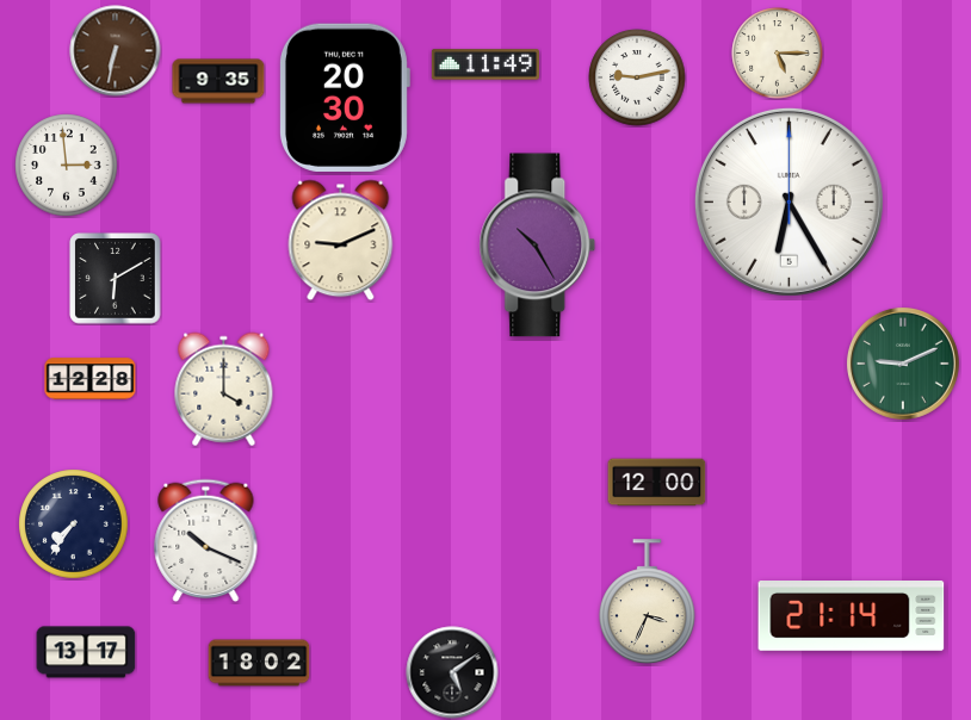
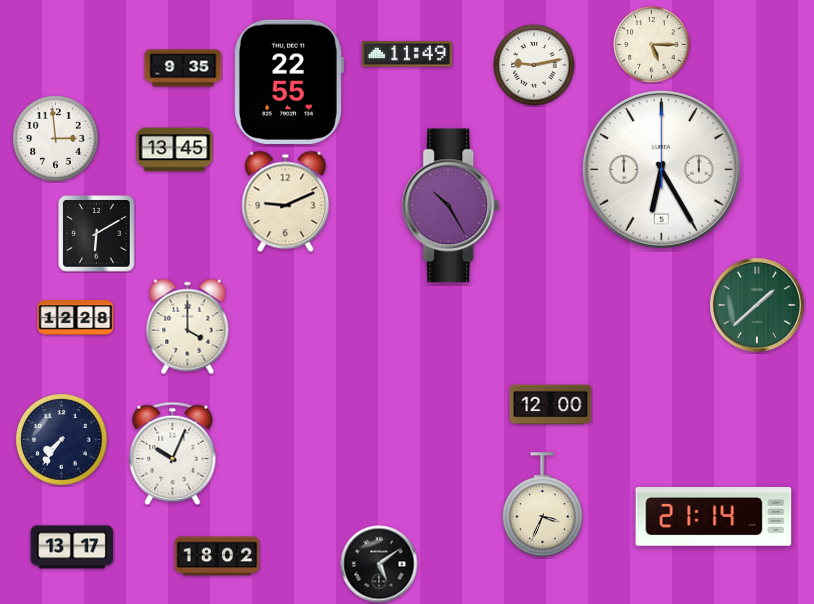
clock at (116, 51): 6:32 -> none
clock at (344, 98): 20:30 -> 22:55
clock at (175, 150): none -> 13:45
clock at (903, 364): 9:11 -> 1:38
clock at (206, 541): 10:19 -> 10:04
